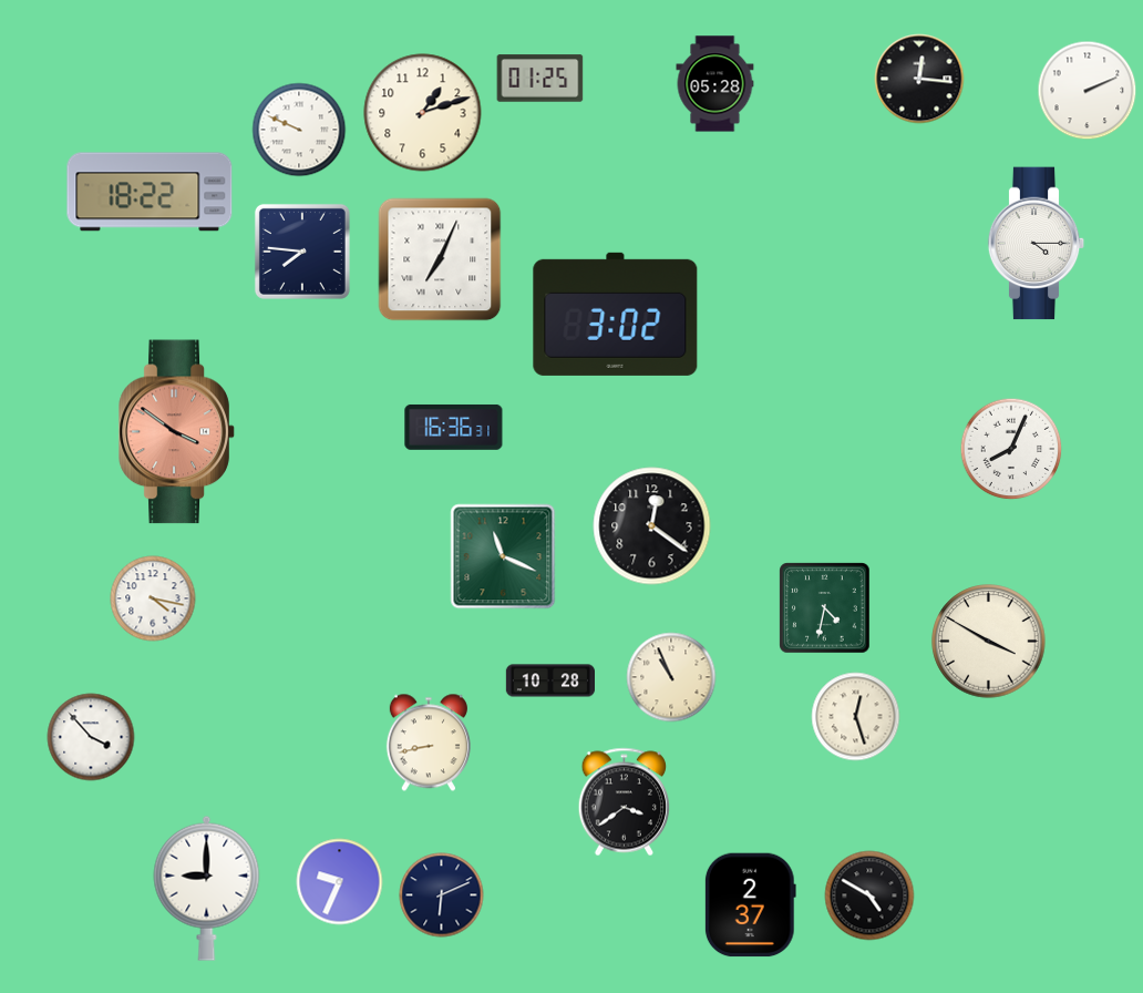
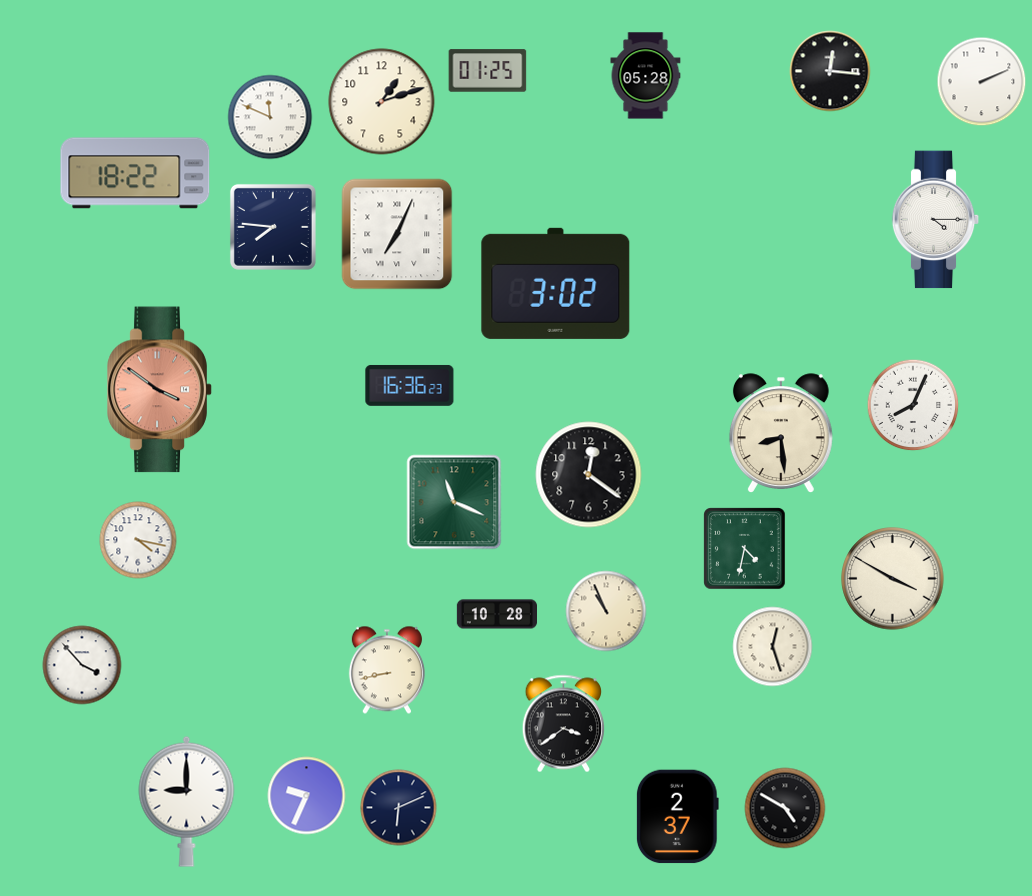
clock at (299, 130): 9:49 -> 11:49
clock at (454, 427): 16:36:31 -> 16:36:23
clock at (781, 433): none -> 8:29
